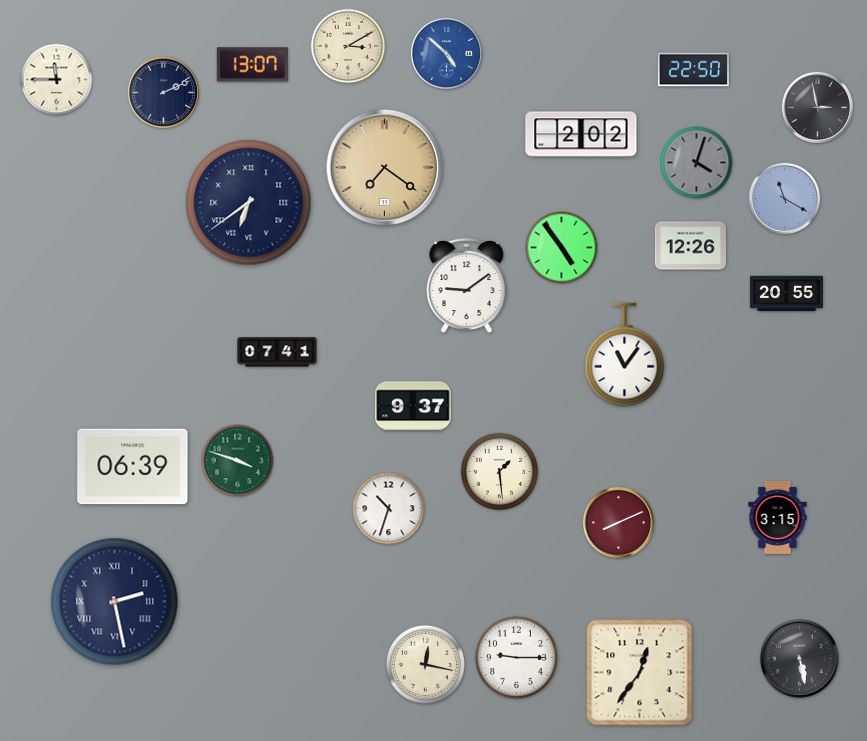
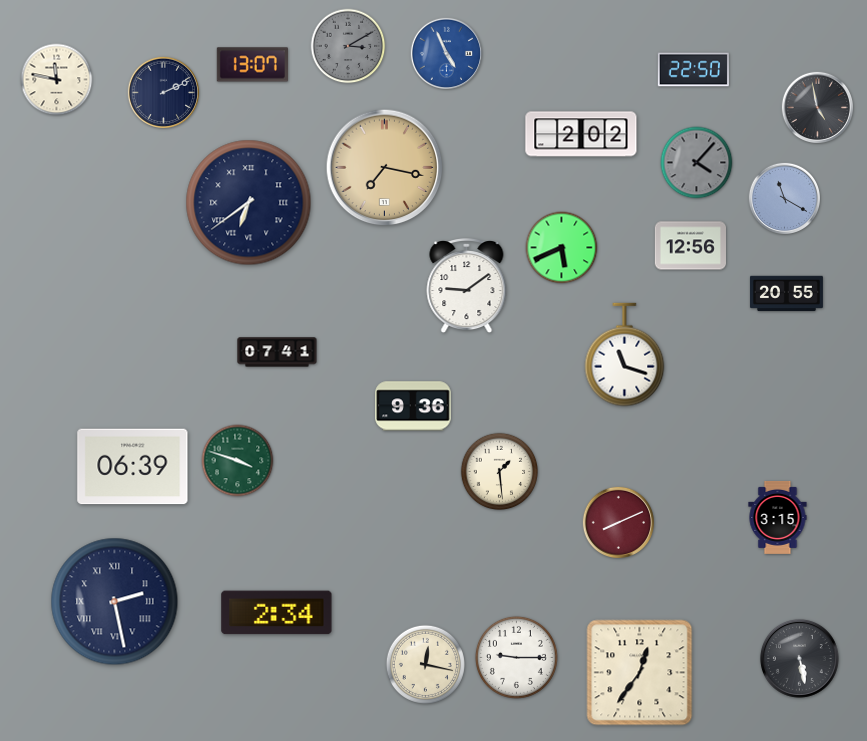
clock at (348, 46) dial: cream -> grey
clock at (446, 53): 4:52 -> 4:56
clock at (57, 80): 11:45 -> 11:47
clock at (817, 107): 2:58 -> 4:58
clock at (697, 163): 4:03 -> 4:07
clock at (385, 168): 7:21 -> 7:17
clock at (690, 246): 12:26 -> 12:56
clock at (562, 248): 4:54 -> 5:41
clock at (625, 355): 11:06 -> 11:18
clock at (413, 406): 9:37 -> 9:36
clock at (389, 509): 10:33 -> none
clock at (277, 613): none -> 2:34
